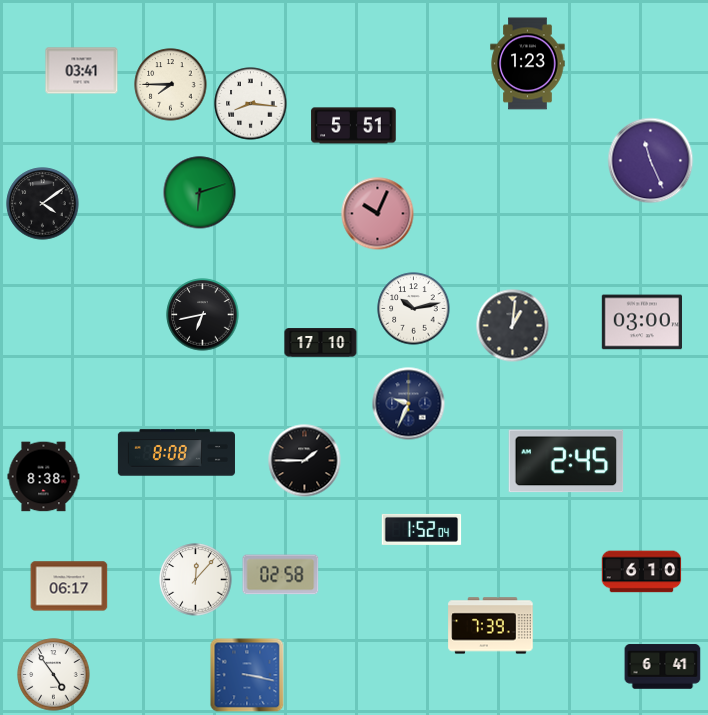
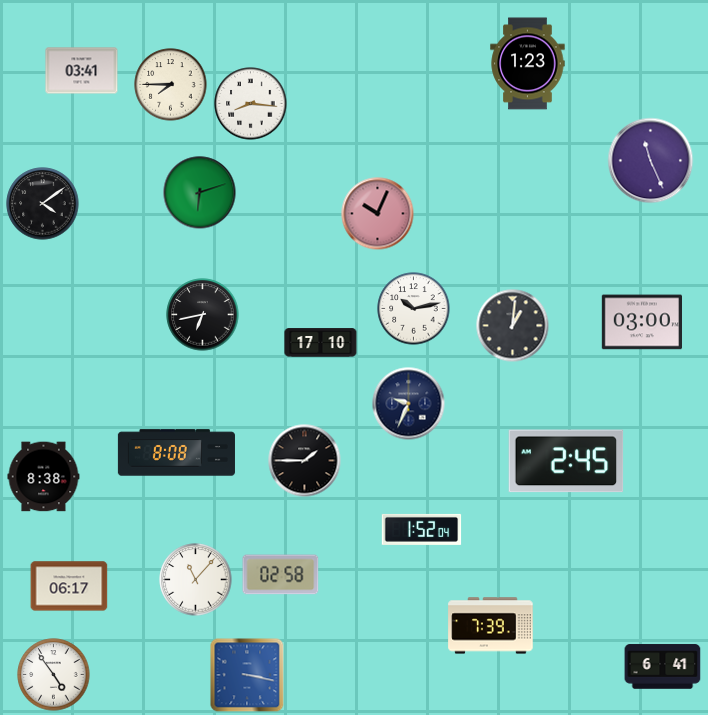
clock at (354, 126): 5:51 -> none
clock at (642, 572): 6:10 -> none
clock at (196, 580): 12:07 -> 11:07
